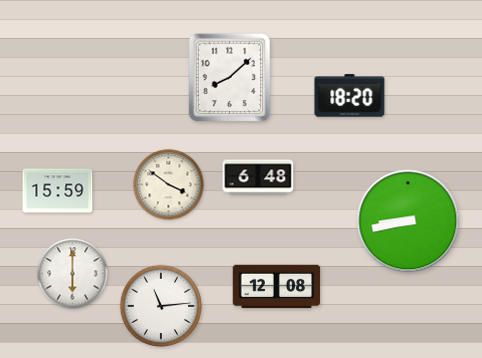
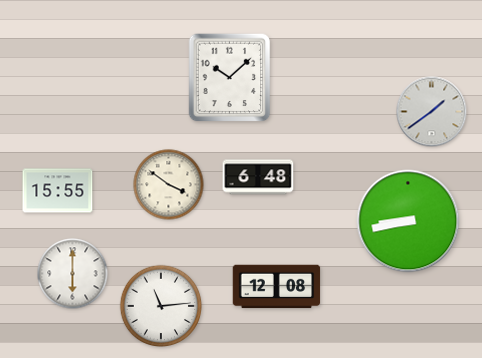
clock at (230, 78): 8:08 -> 10:08
clock at (350, 96): 18:20 -> none
clock at (432, 112): none -> 1:39
clock at (58, 191): 15:59 -> 15:55
